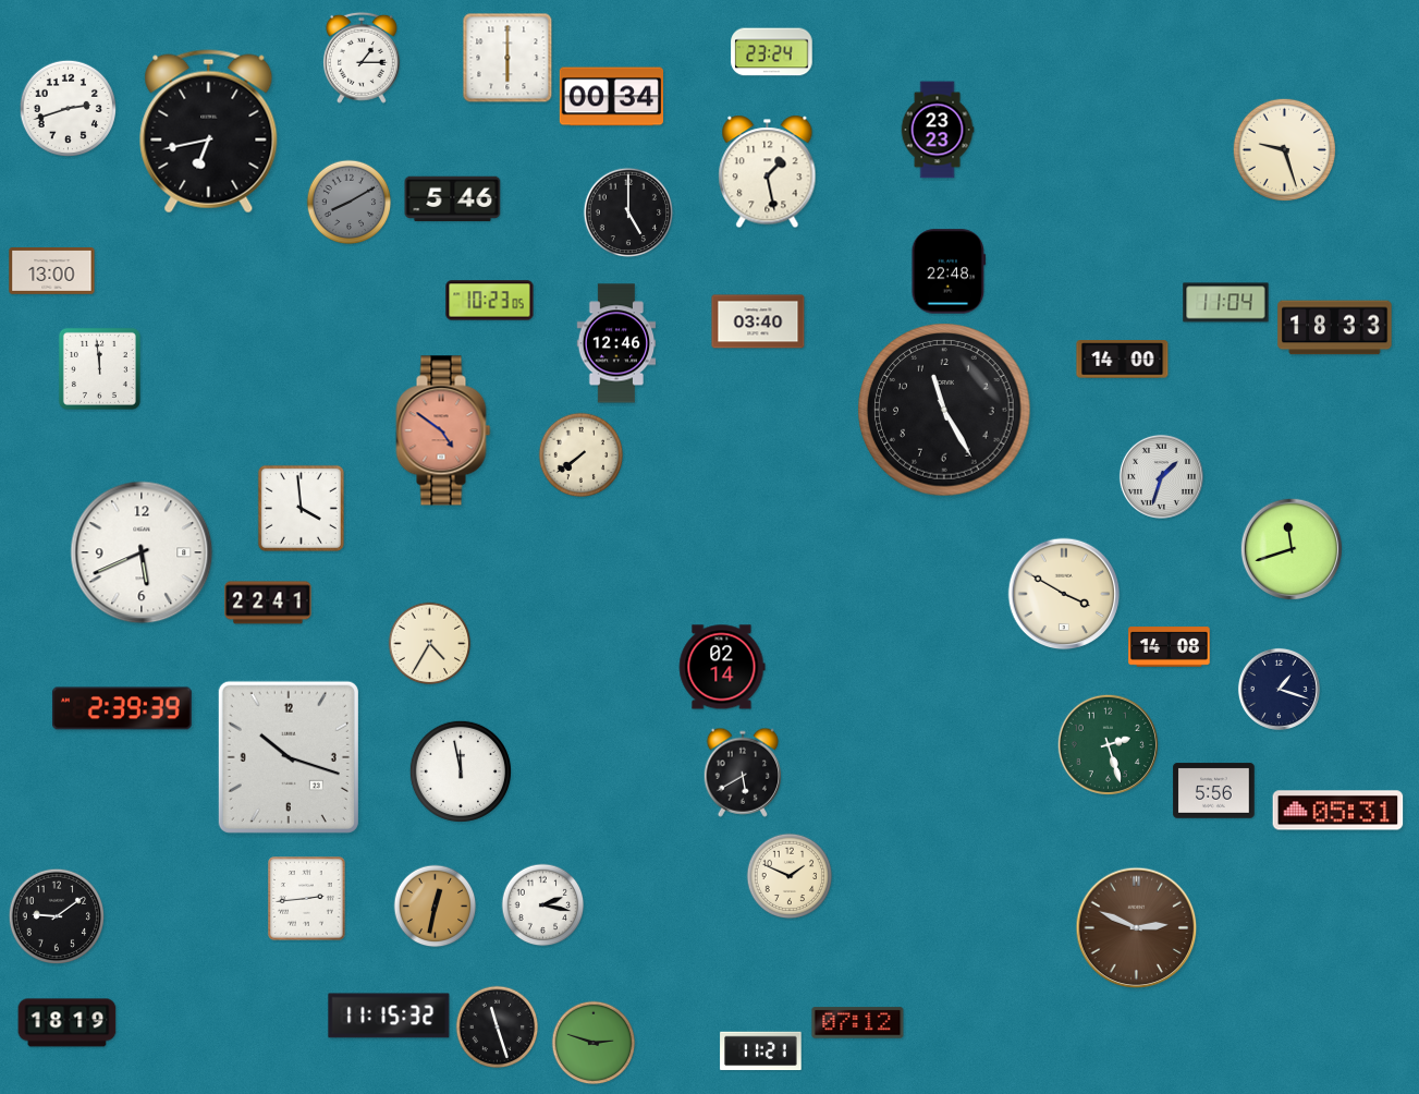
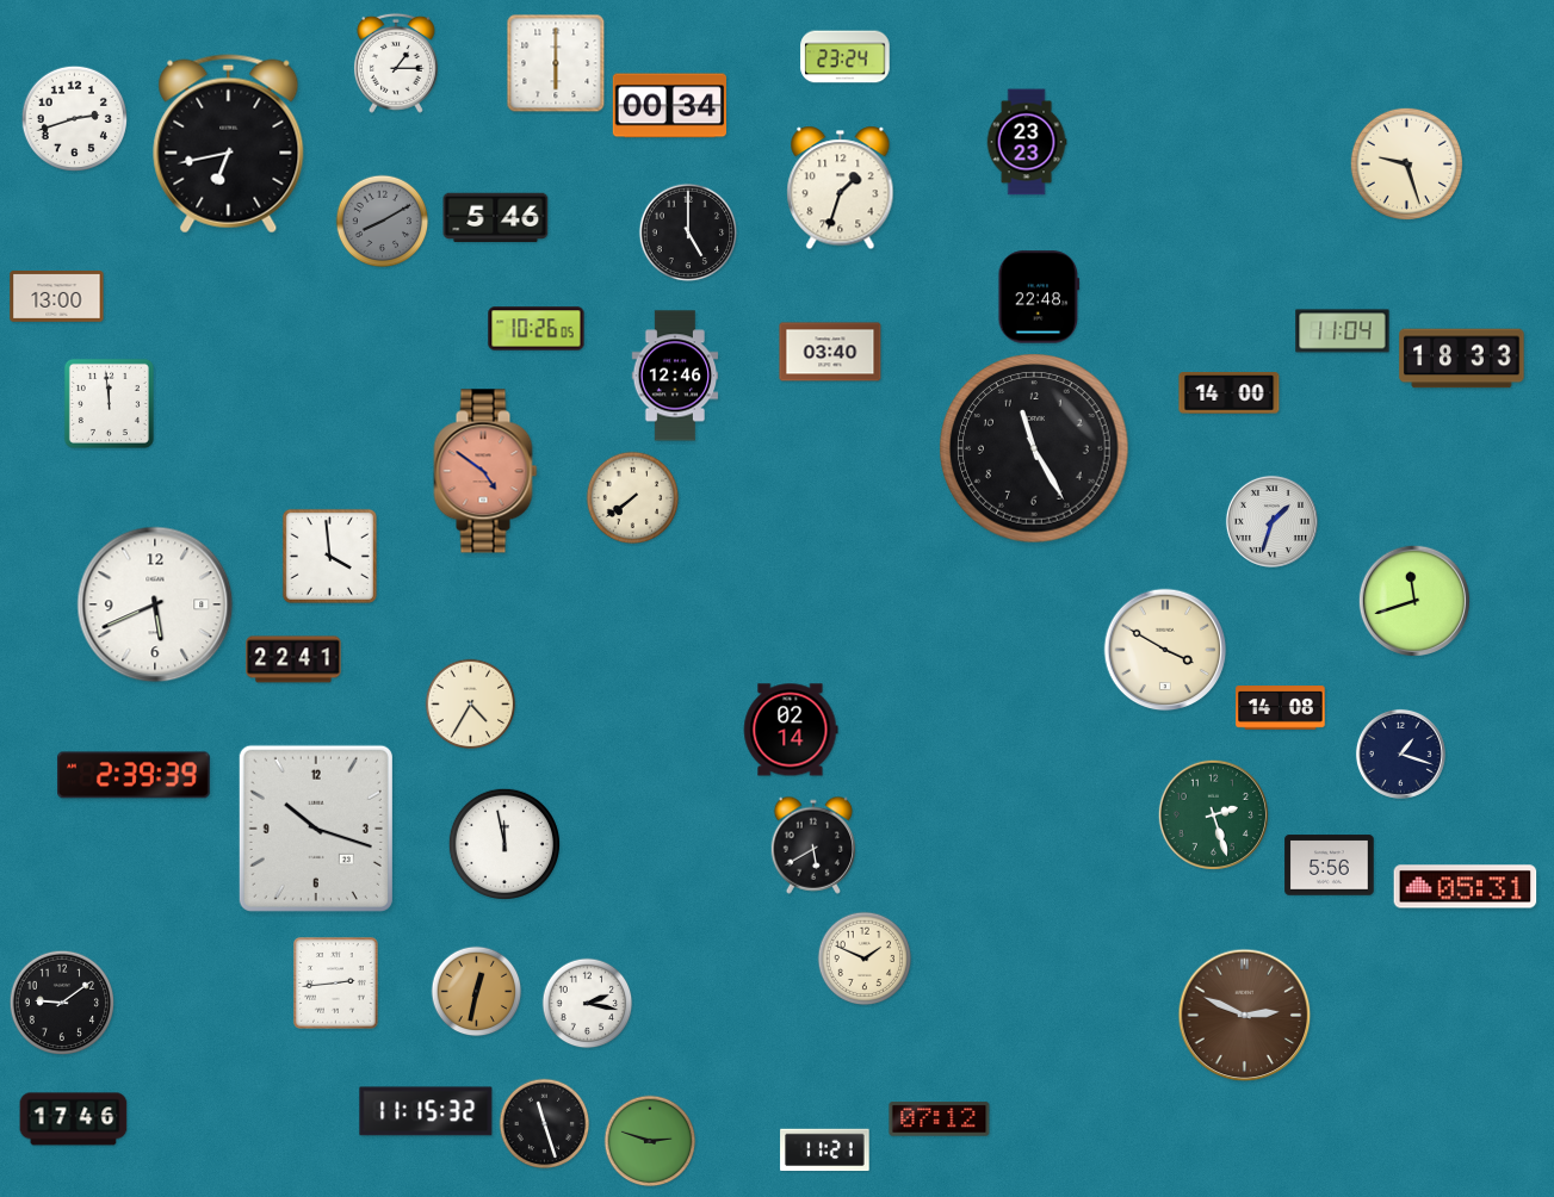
clock at (768, 172): 1:28 -> 1:33
clock at (490, 301): 10:23 -> 10:26
clock at (582, 455) position: (582, 455) -> (633, 498)
clock at (543, 905) position: (543, 905) -> (588, 1004)
clock at (68, 1023): 18:19 -> 17:46
clock at (761, 1052) position: (761, 1052) -> (825, 1151)
